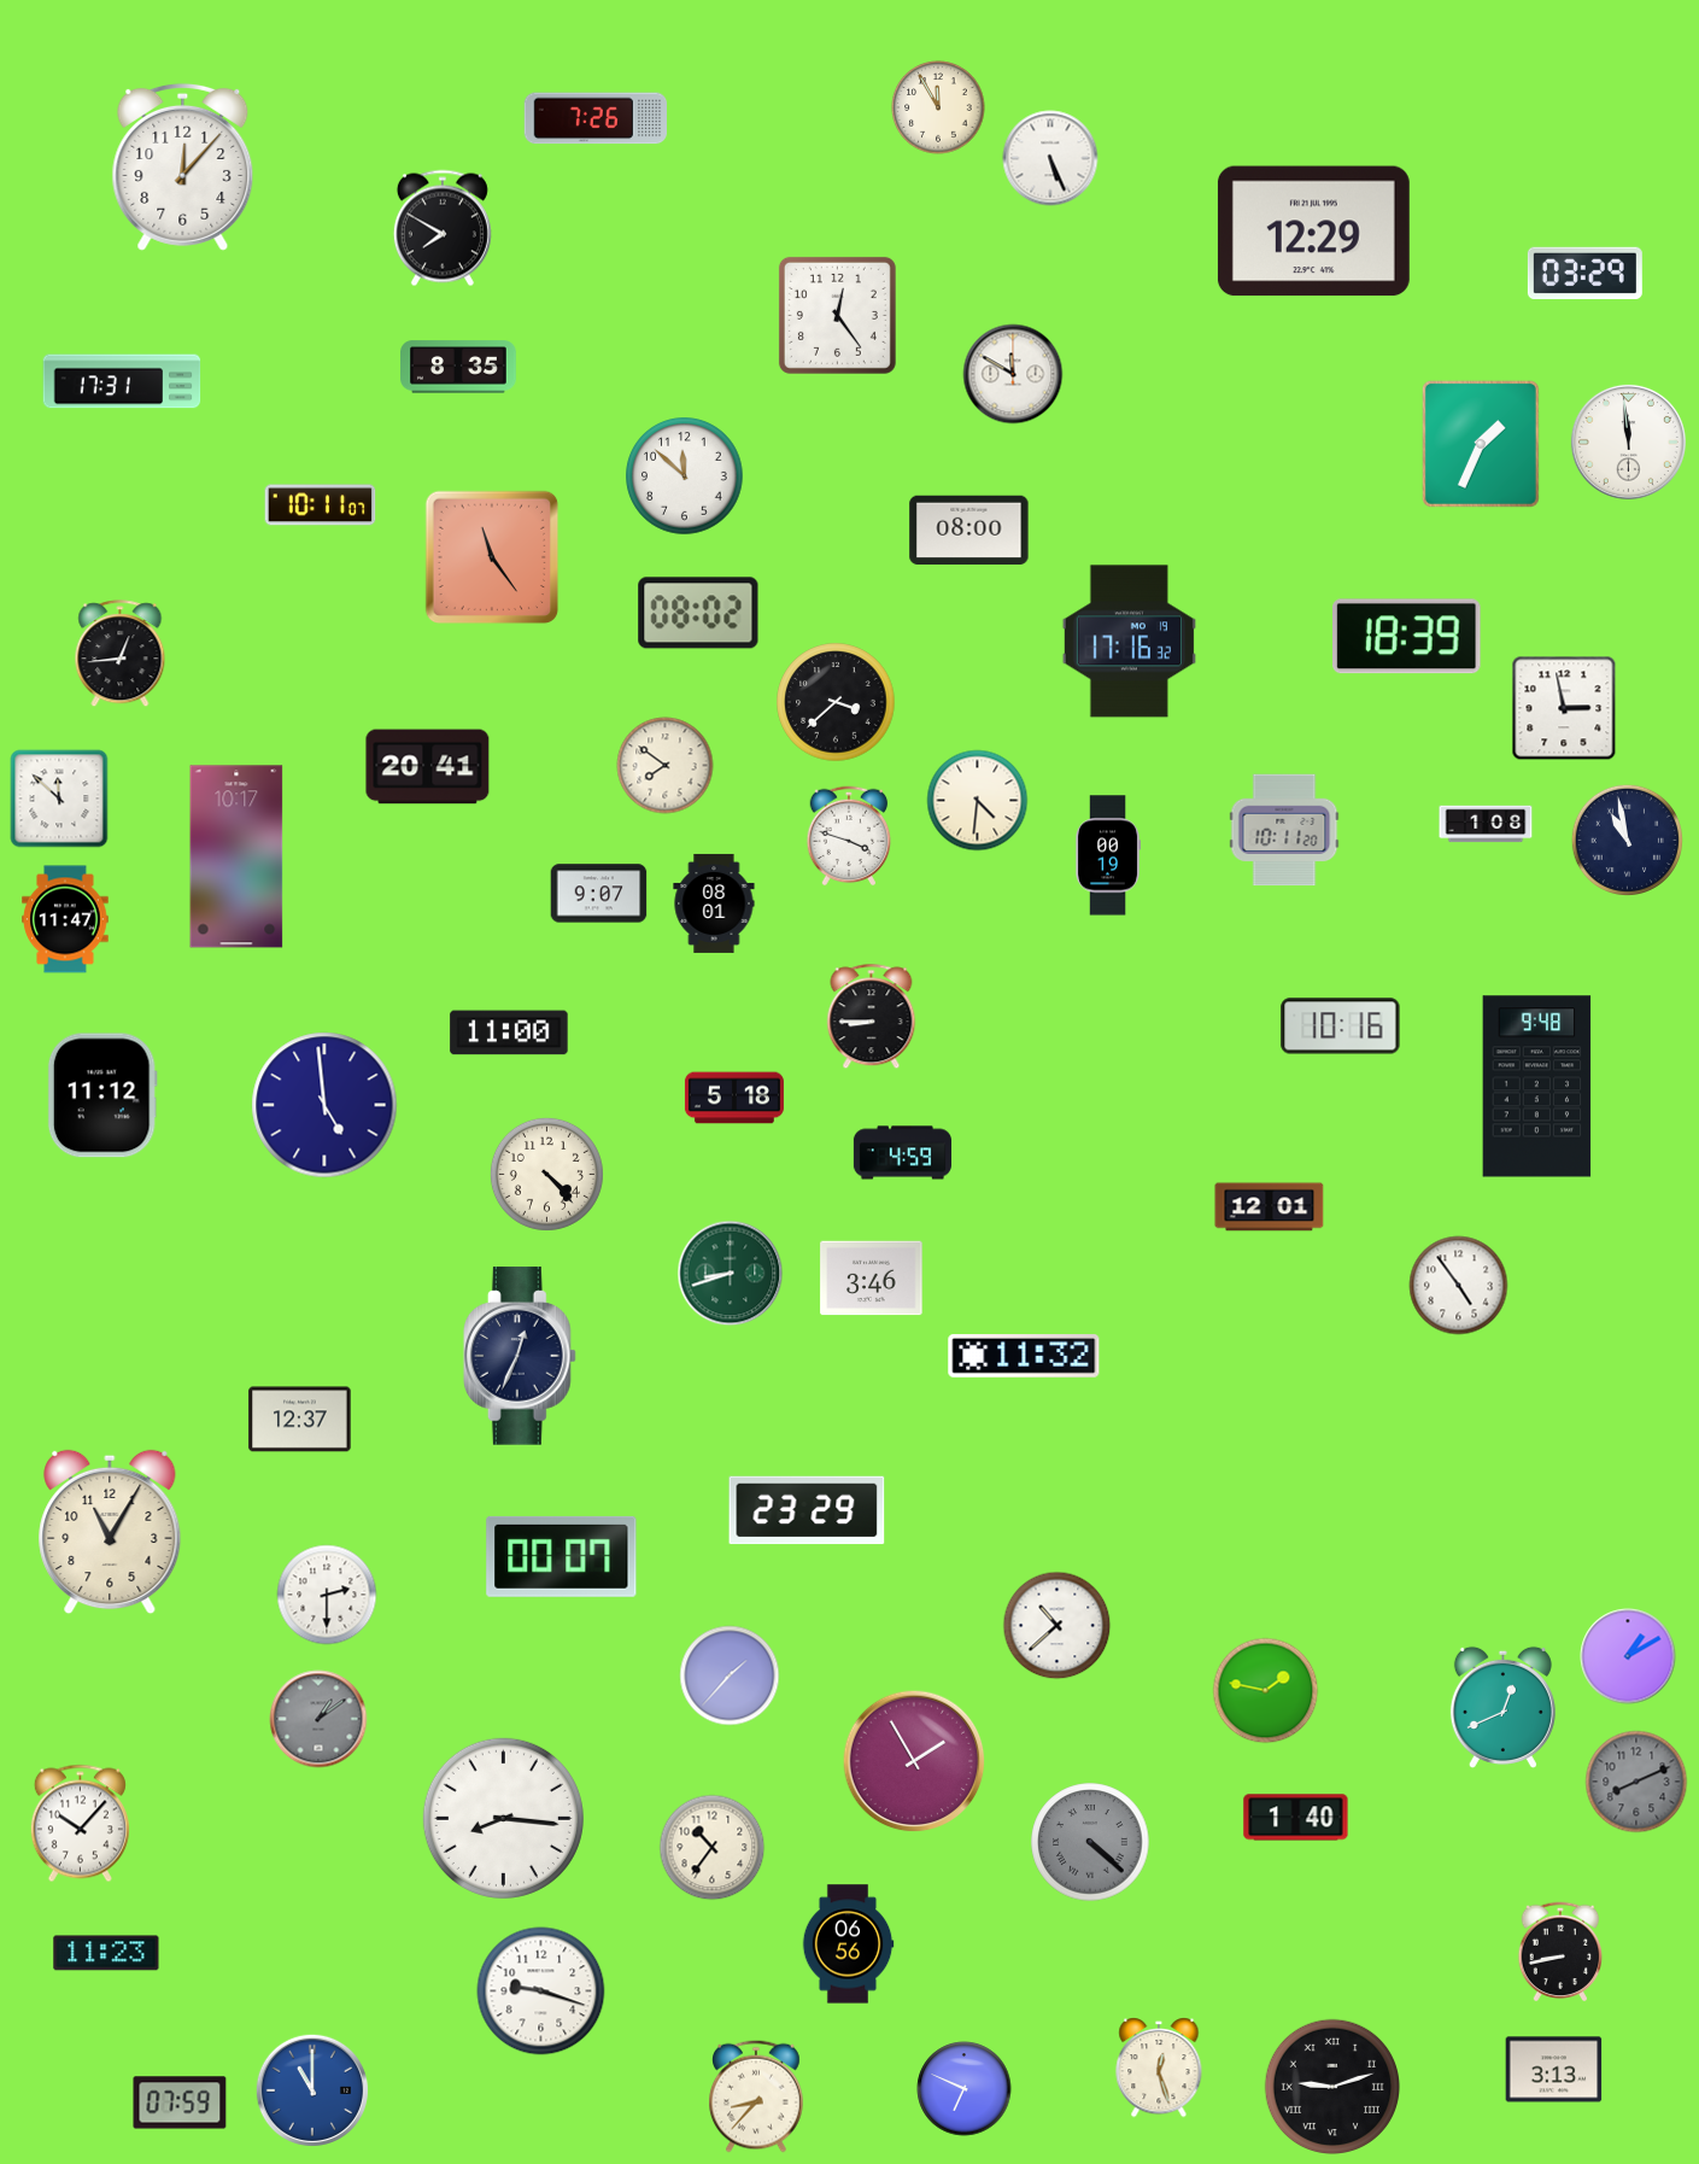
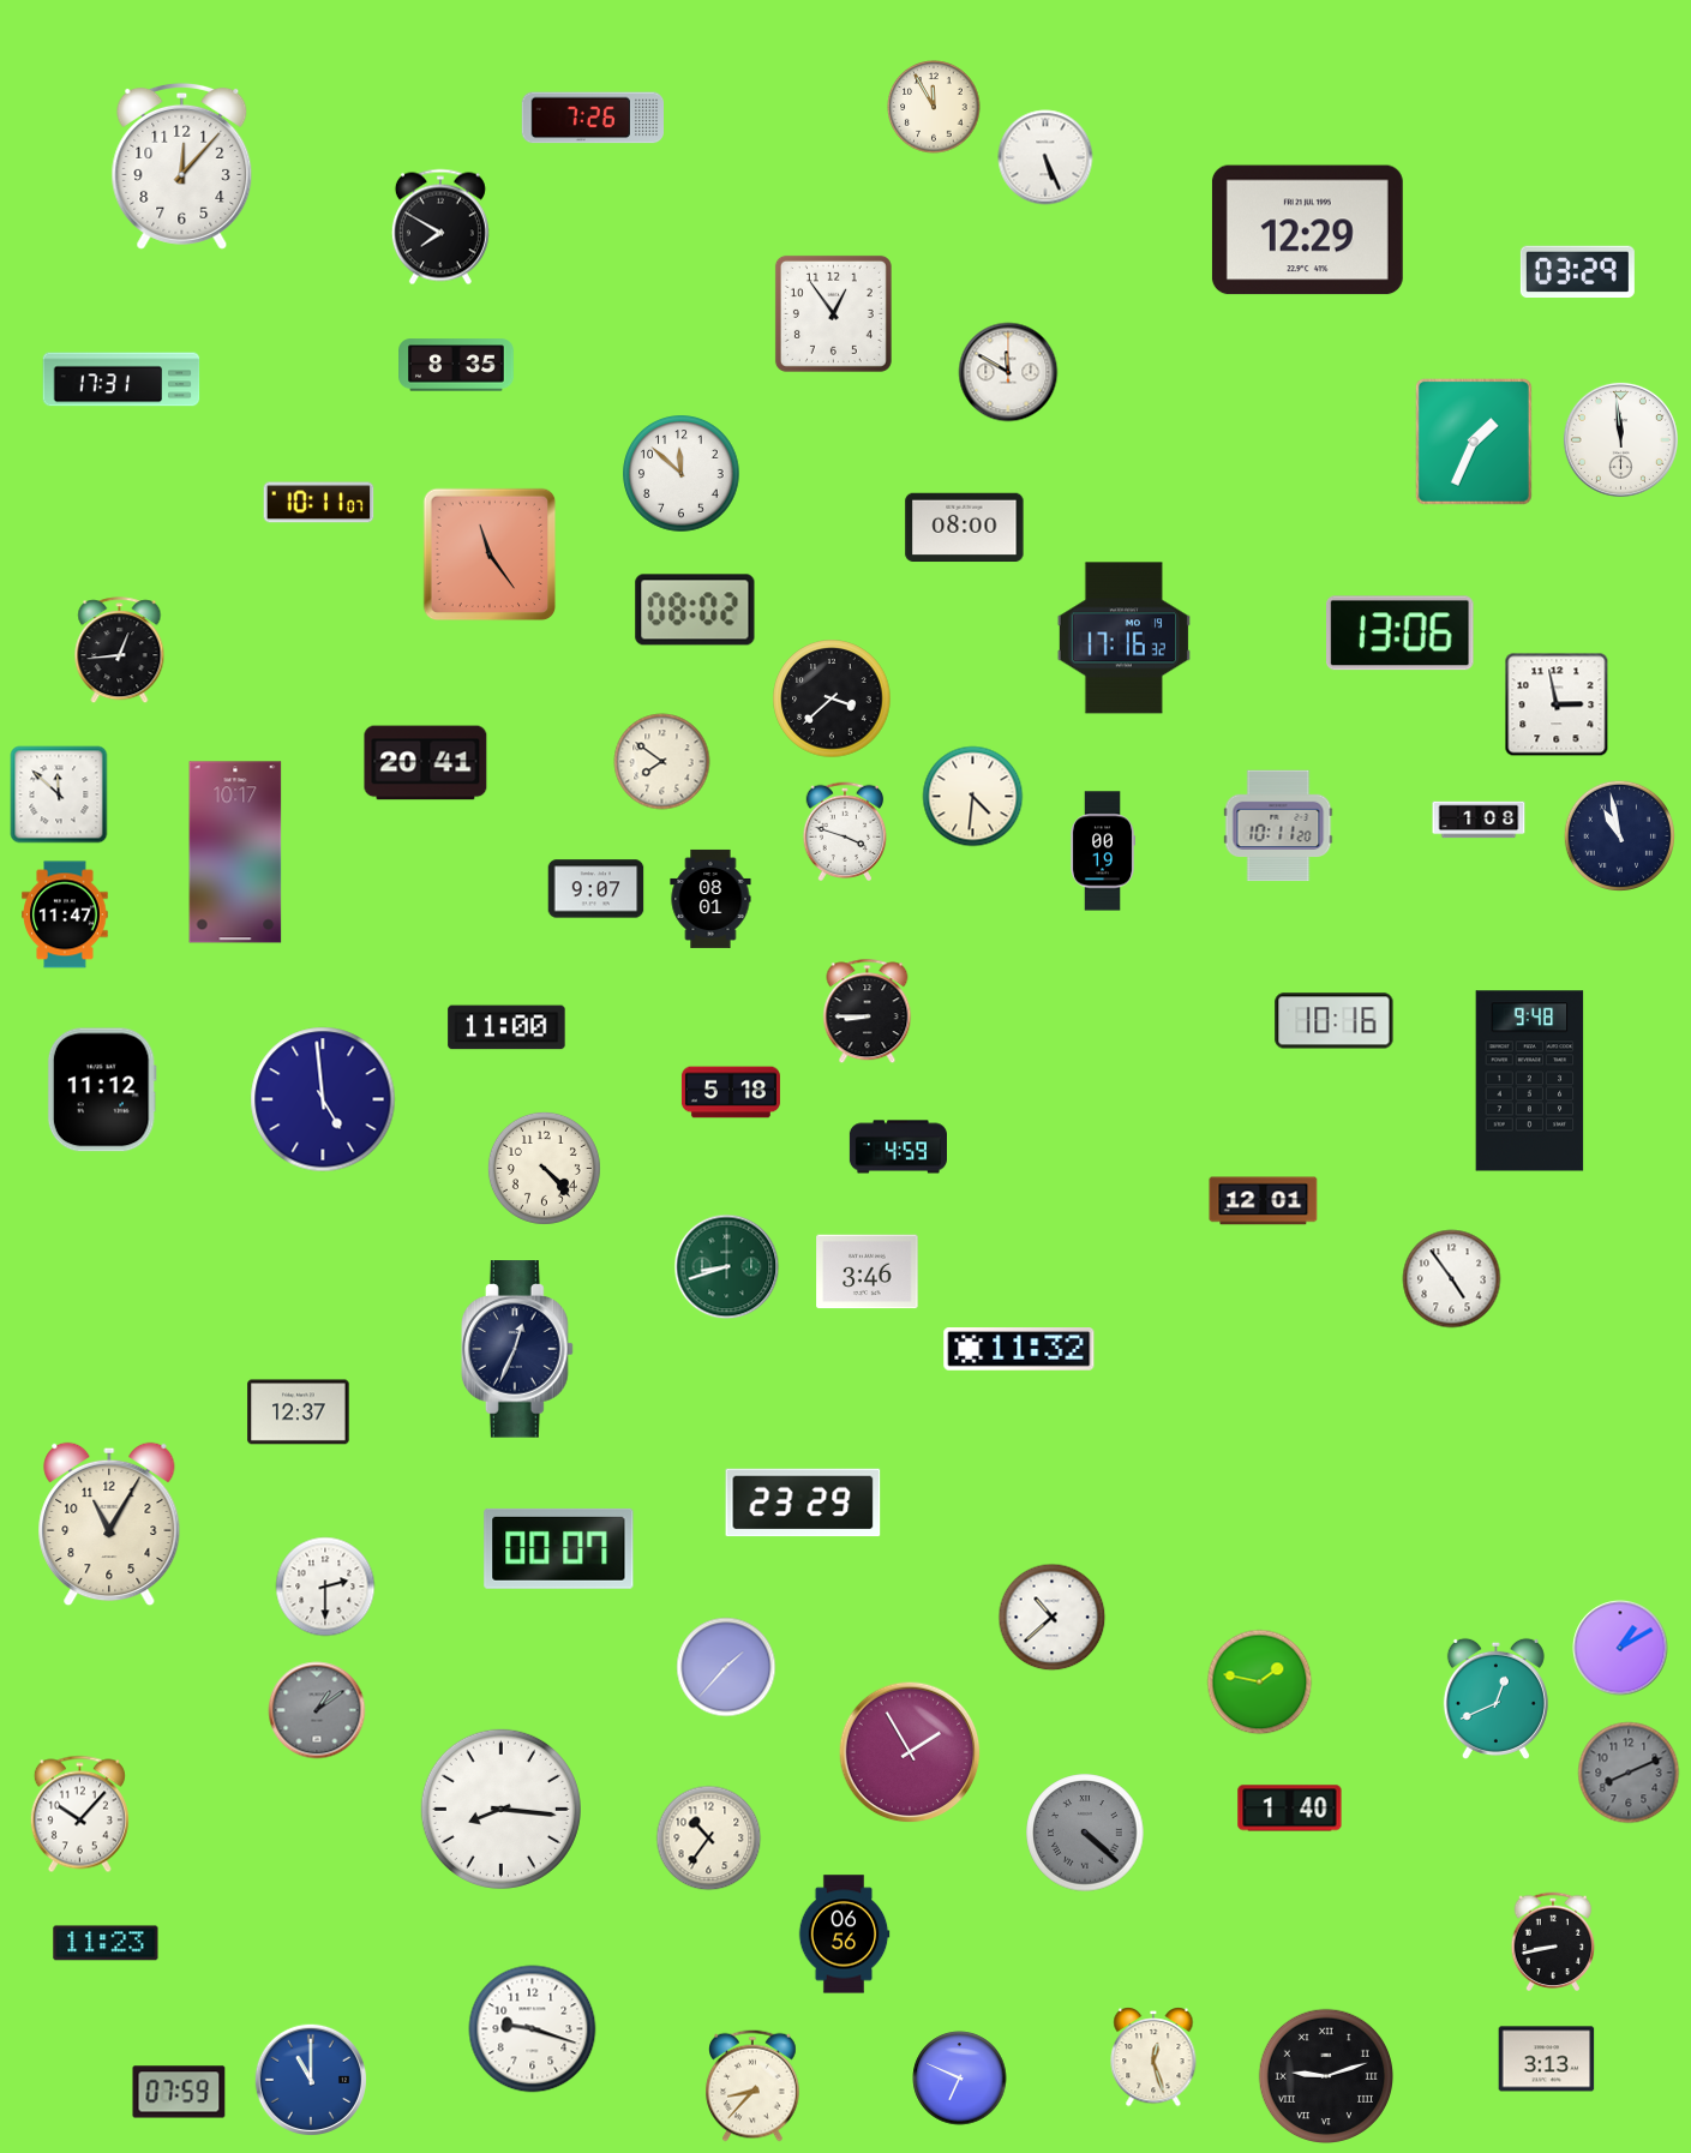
clock at (837, 315): 12:24 -> 12:54
clock at (1407, 637): 18:39 -> 13:06
clock at (541, 1992) position: (541, 1992) -> (533, 2029)
